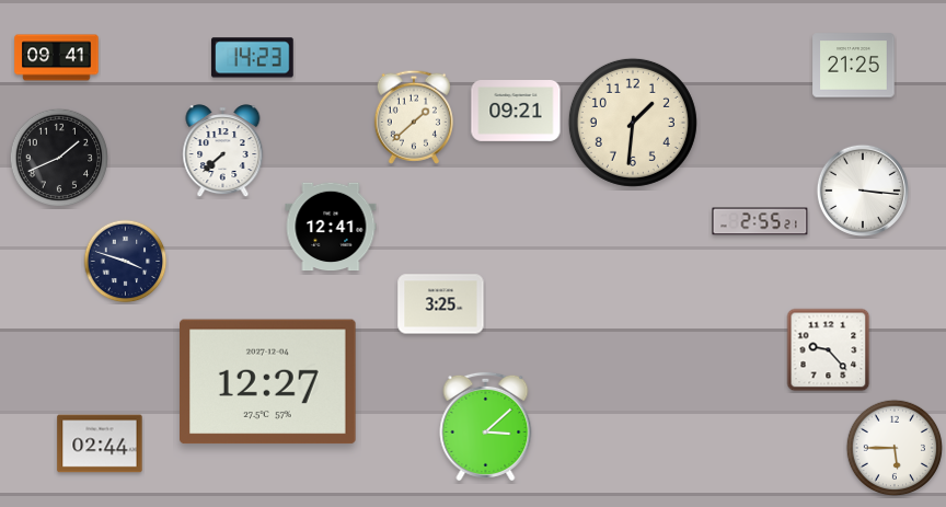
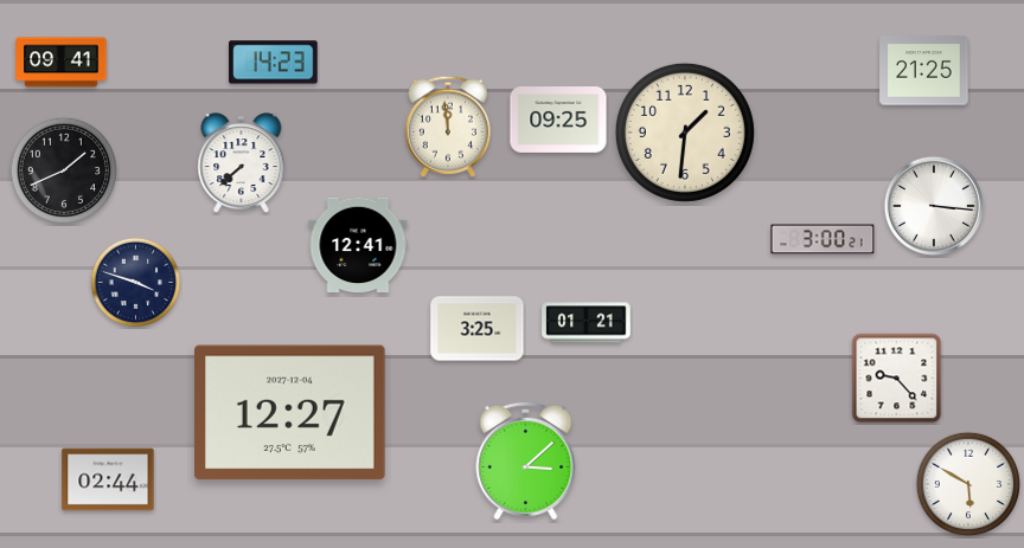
clock at (516, 112): 09:21 -> 09:25
clock at (414, 117): 1:38 -> 11:59
clock at (760, 221): 2:55 -> 3:00
clock at (587, 323): none -> 01:21
clock at (895, 448): 5:45 -> 5:50
